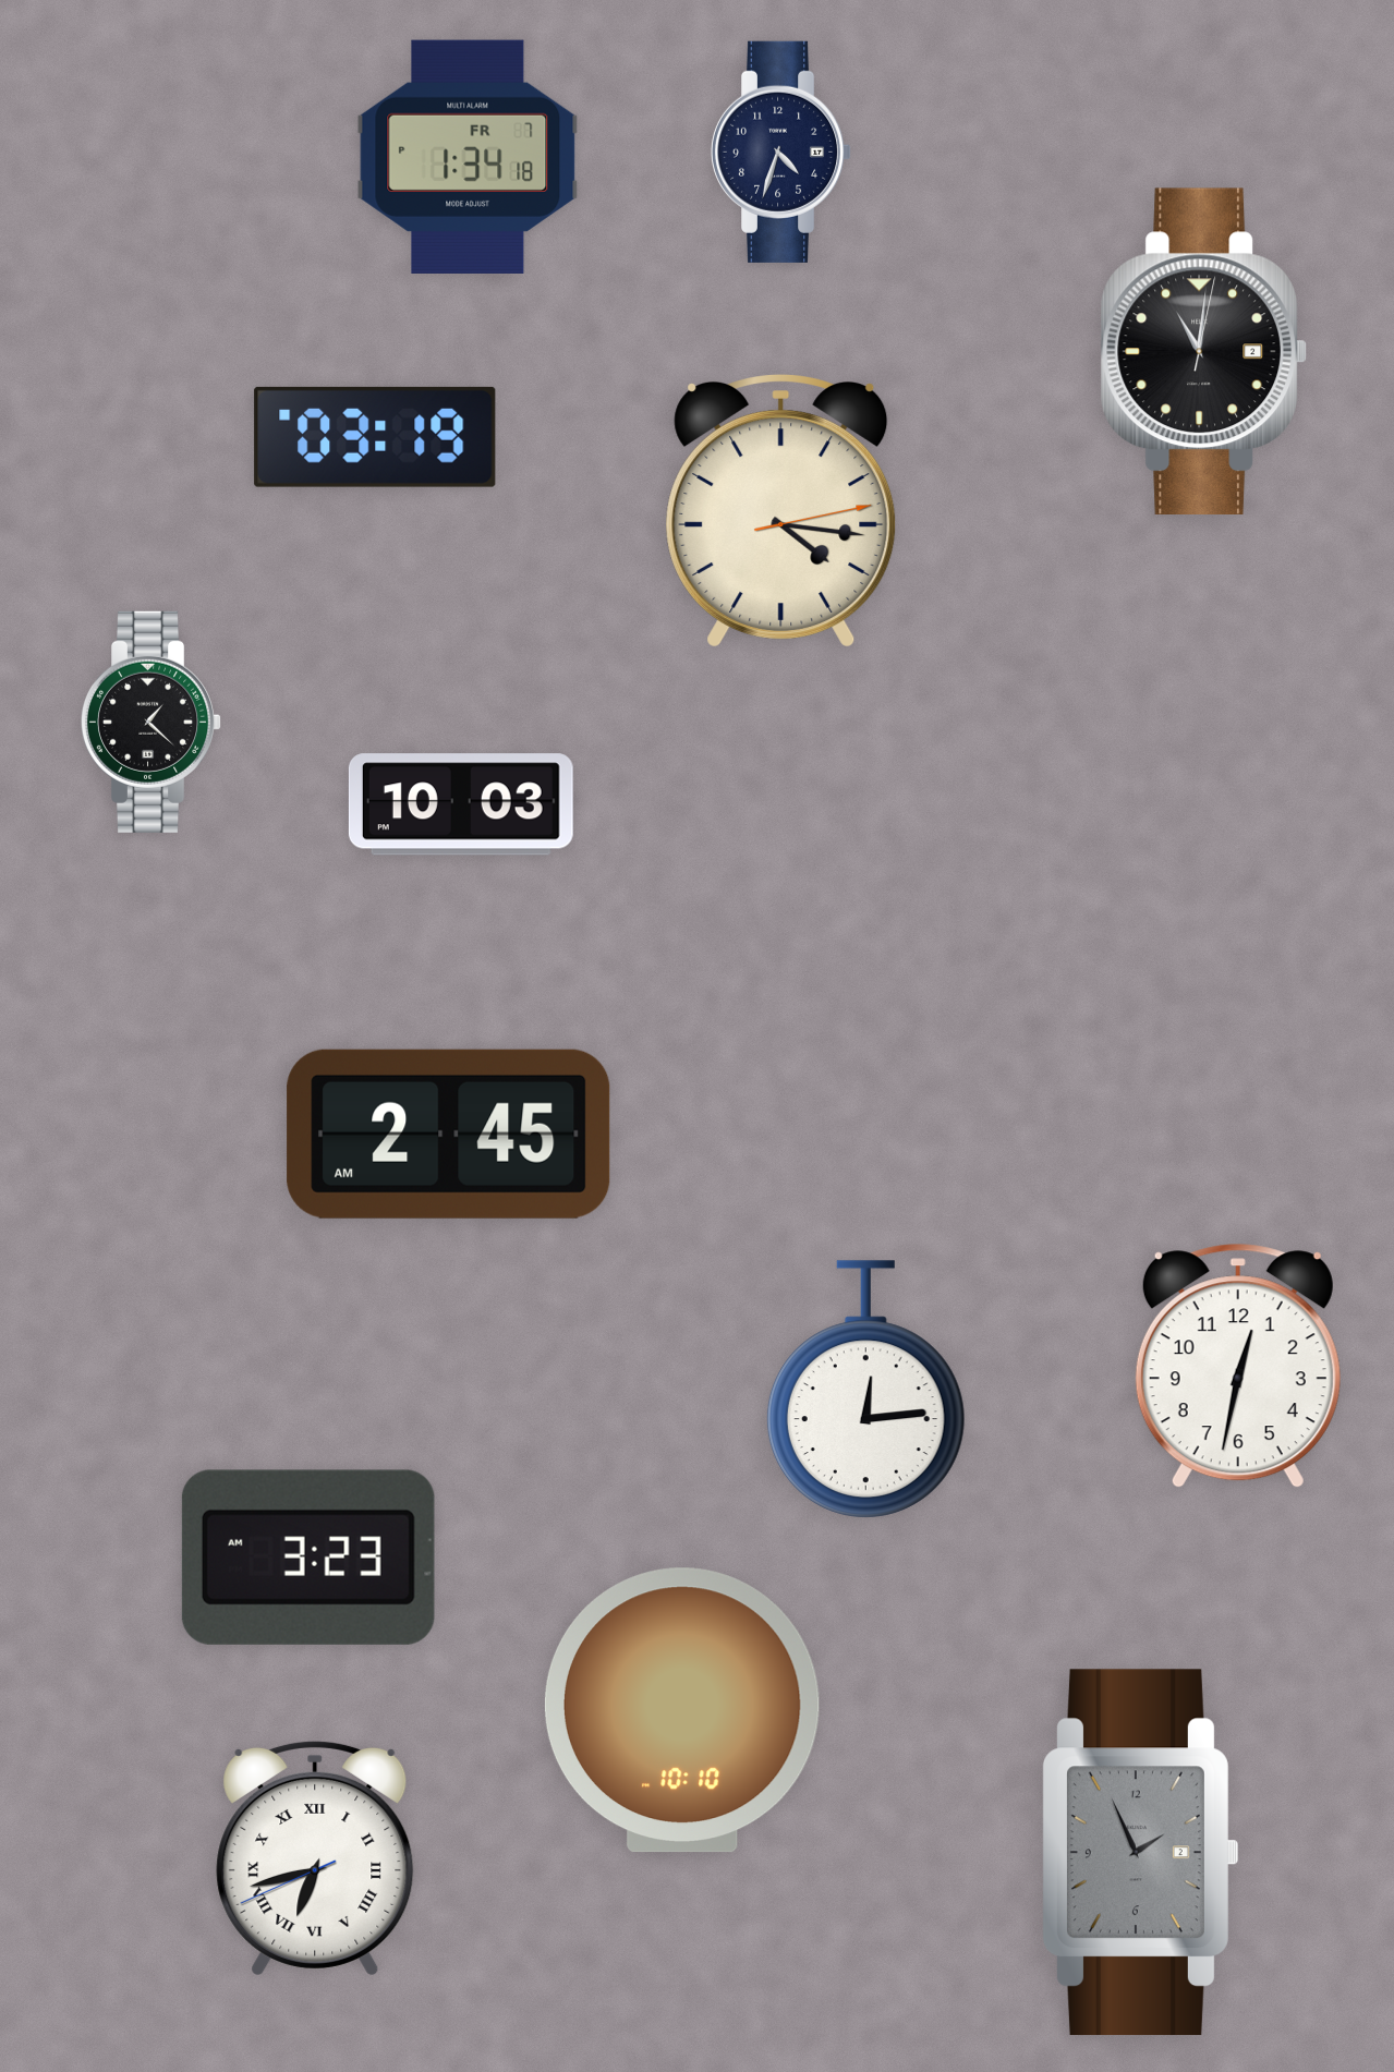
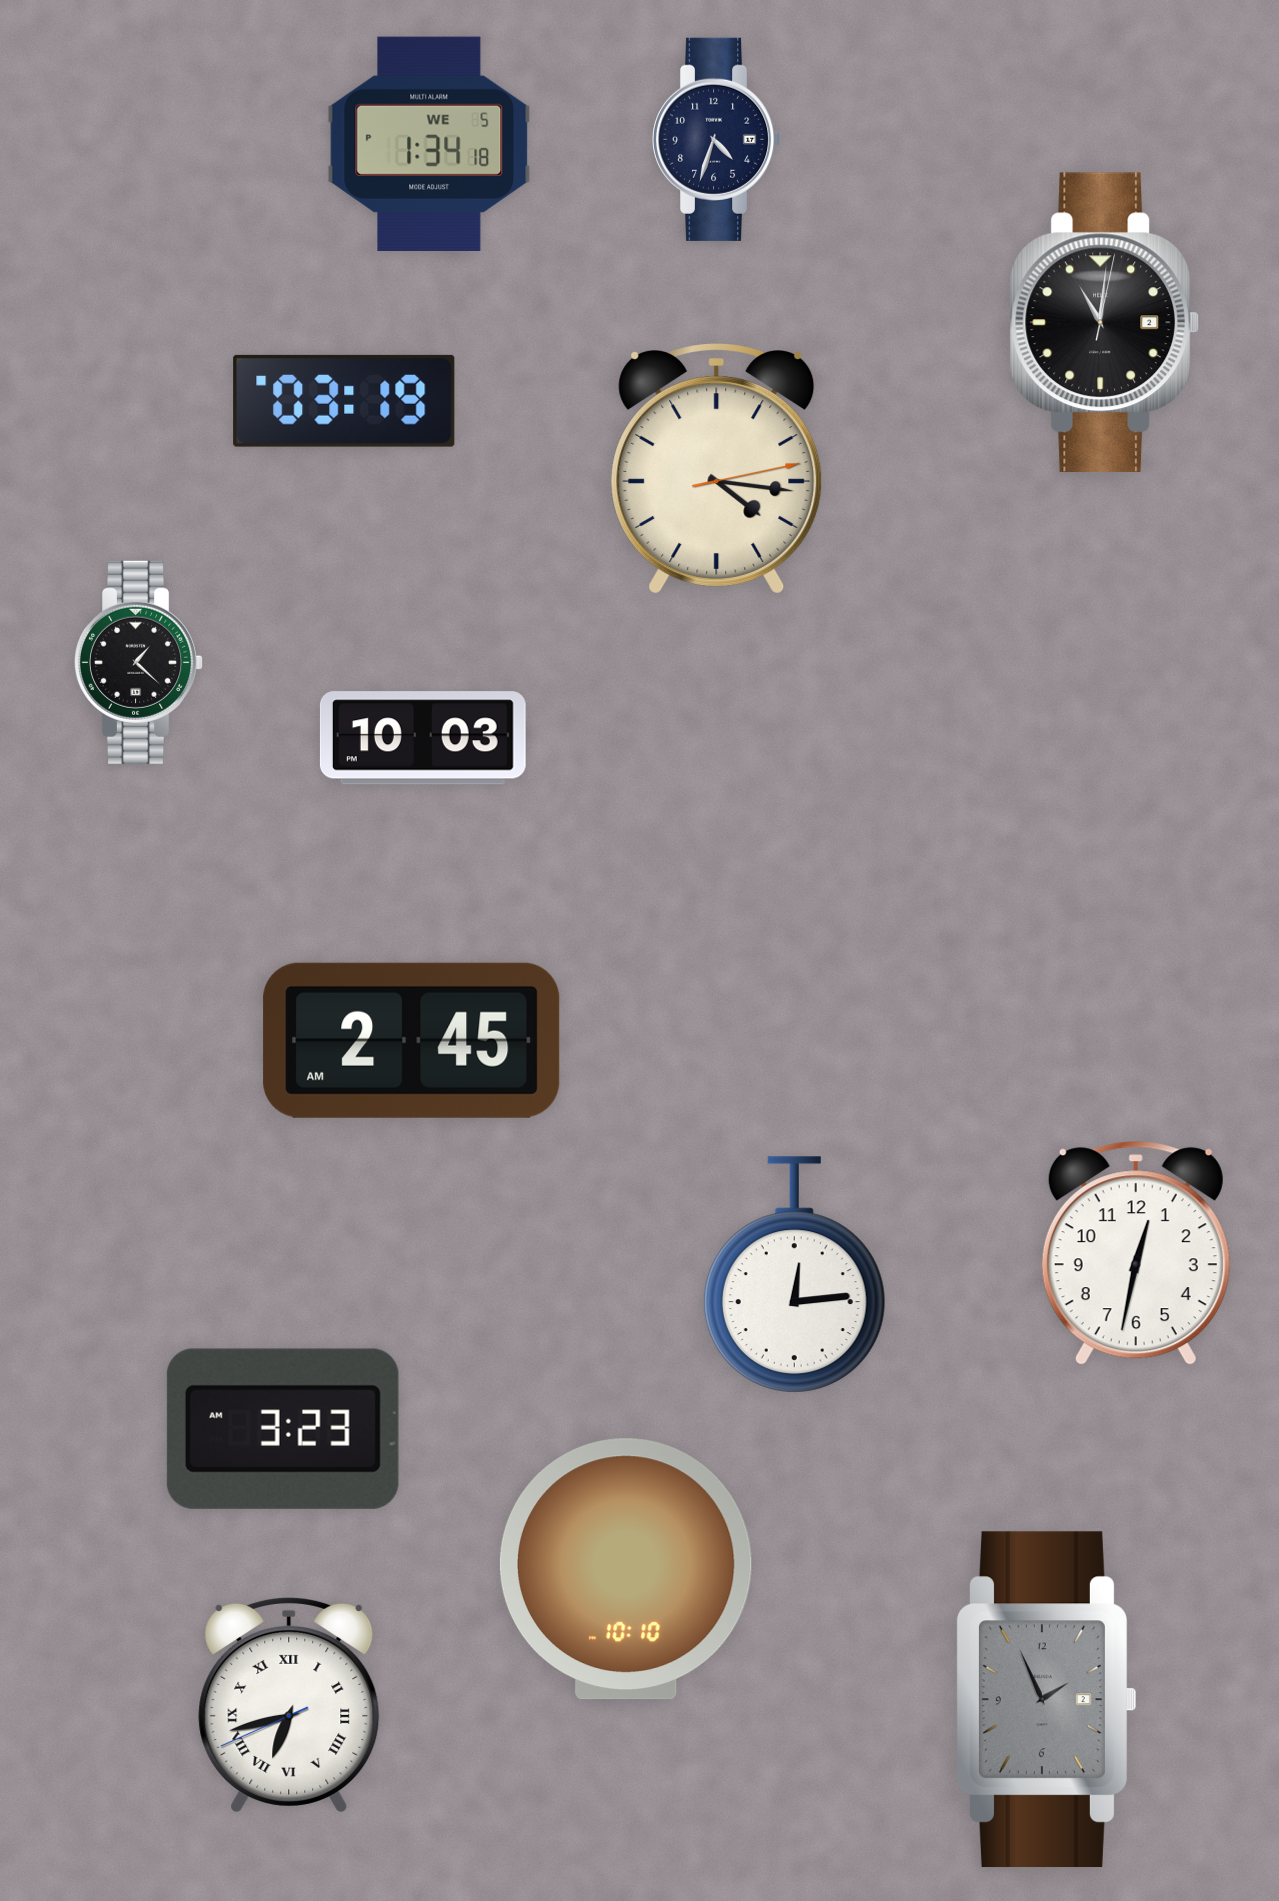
clock at (468, 157) date: FR 7 -> WE 5
